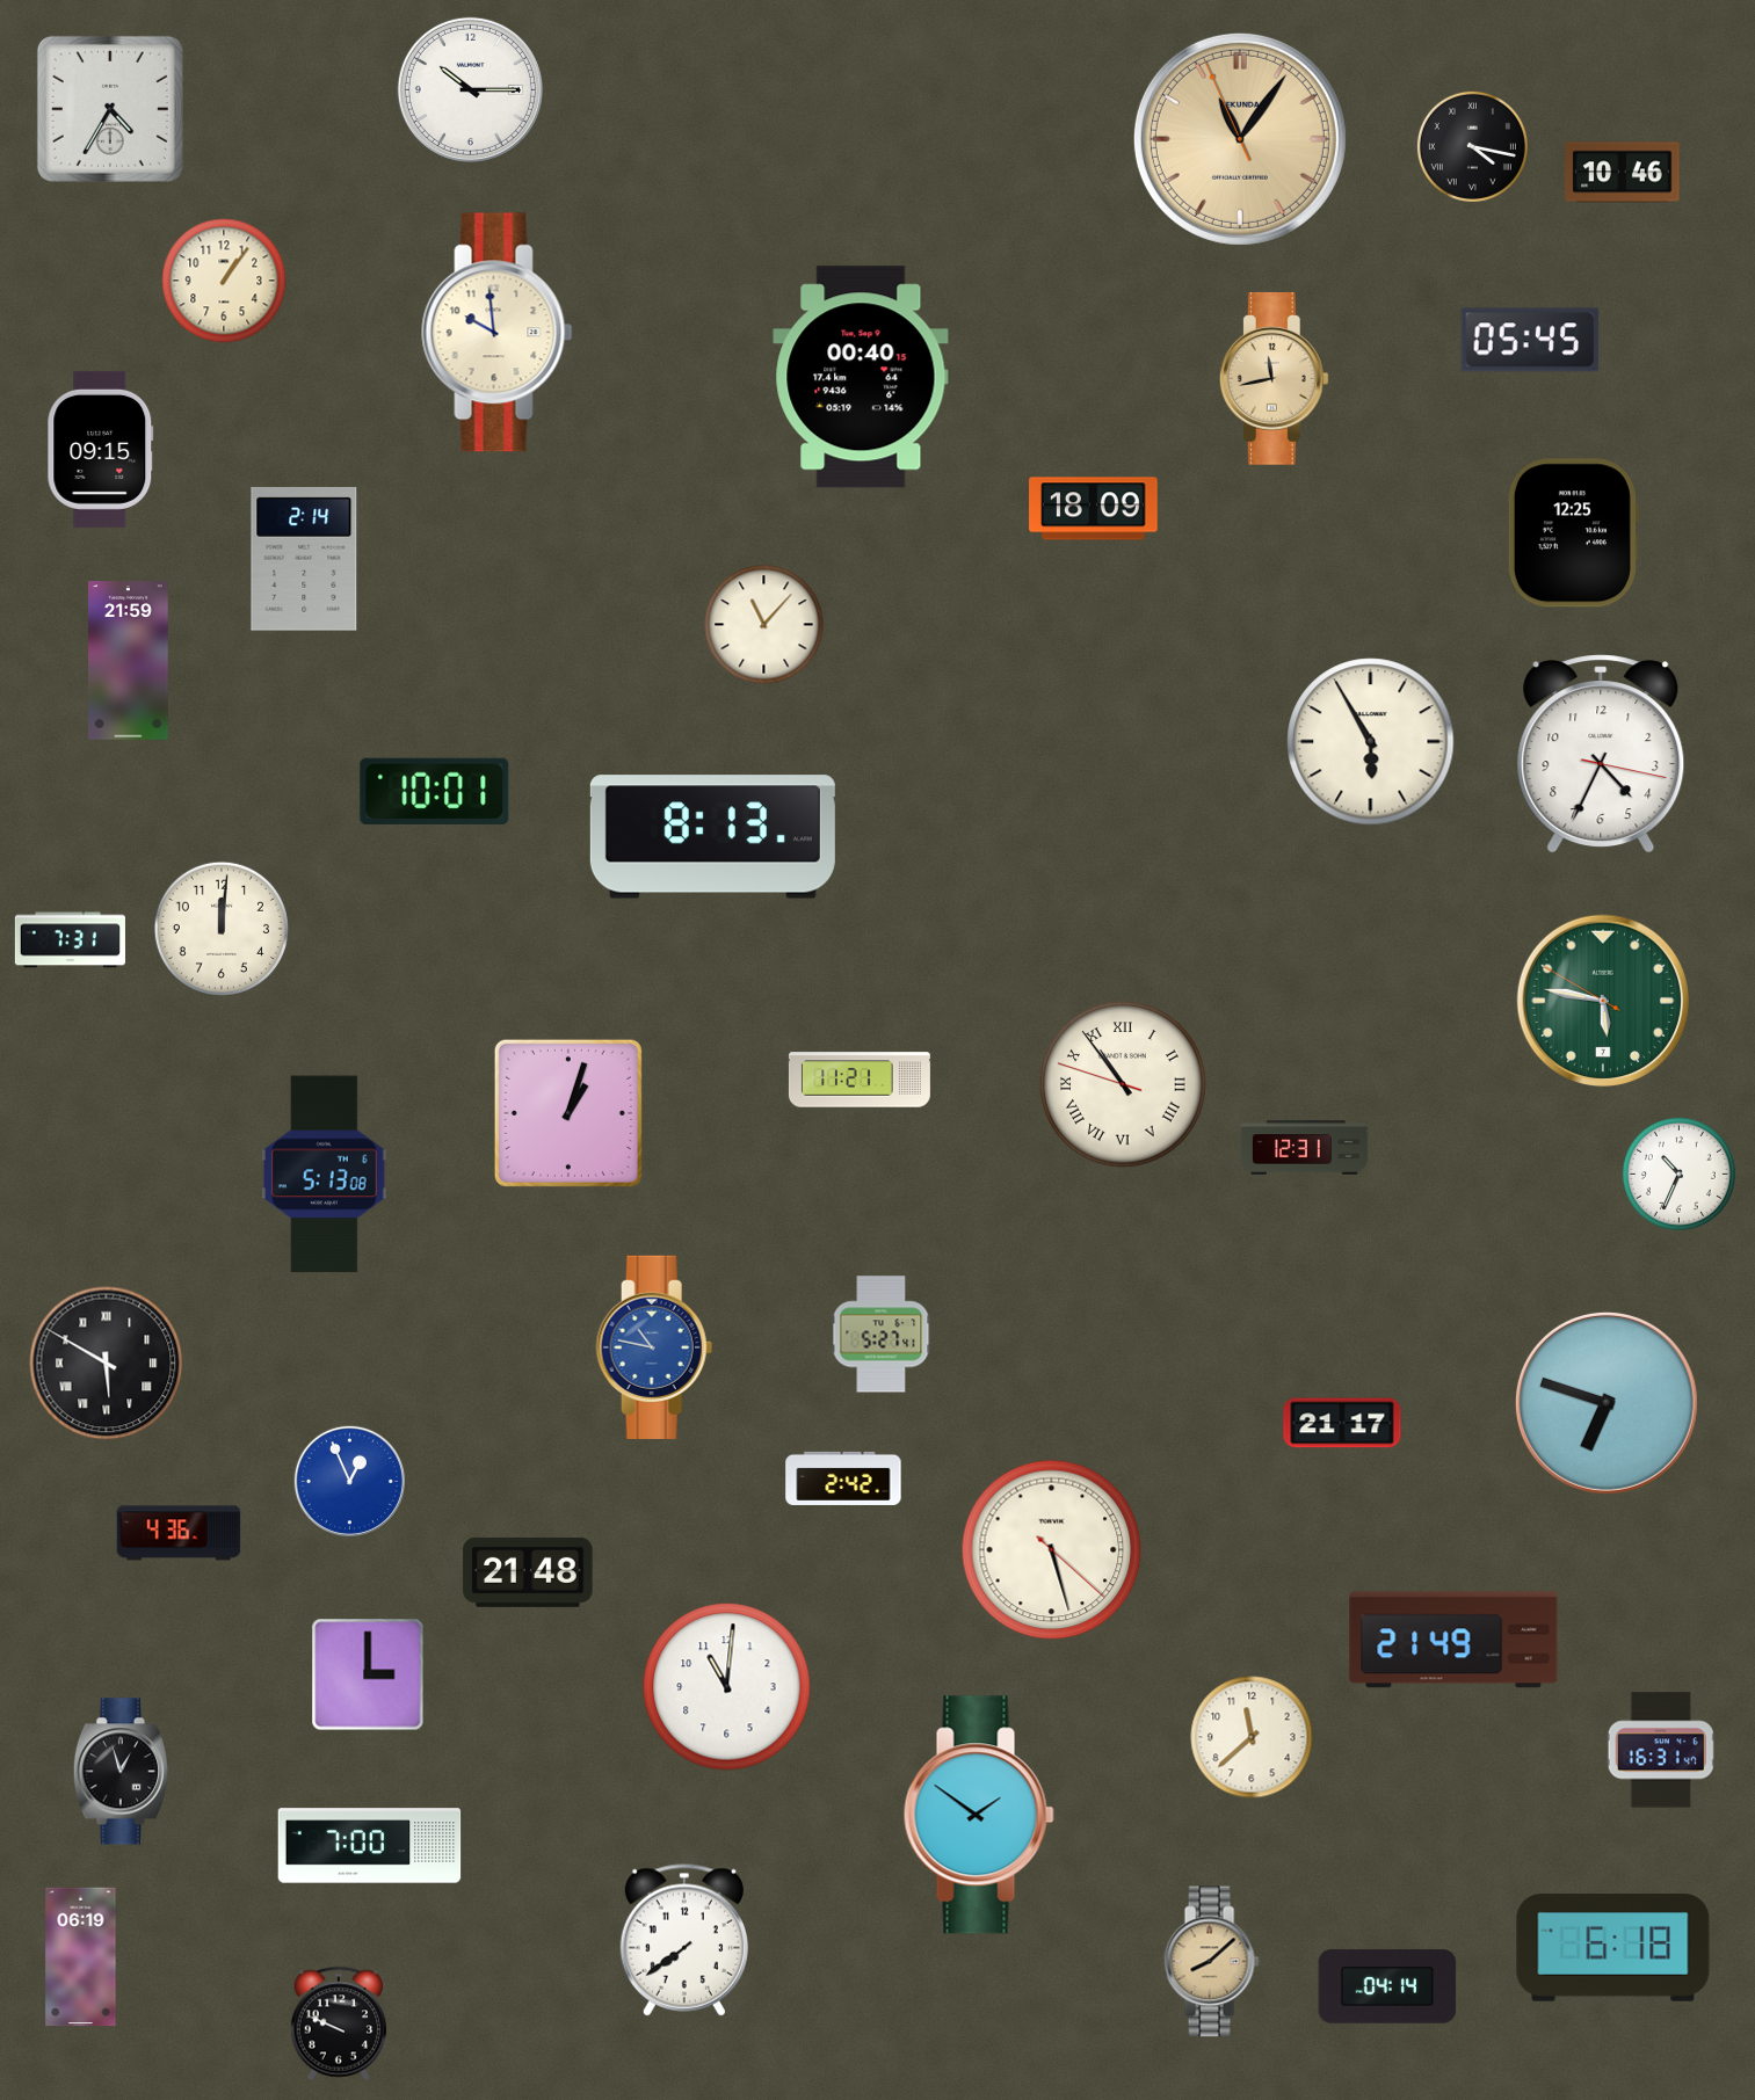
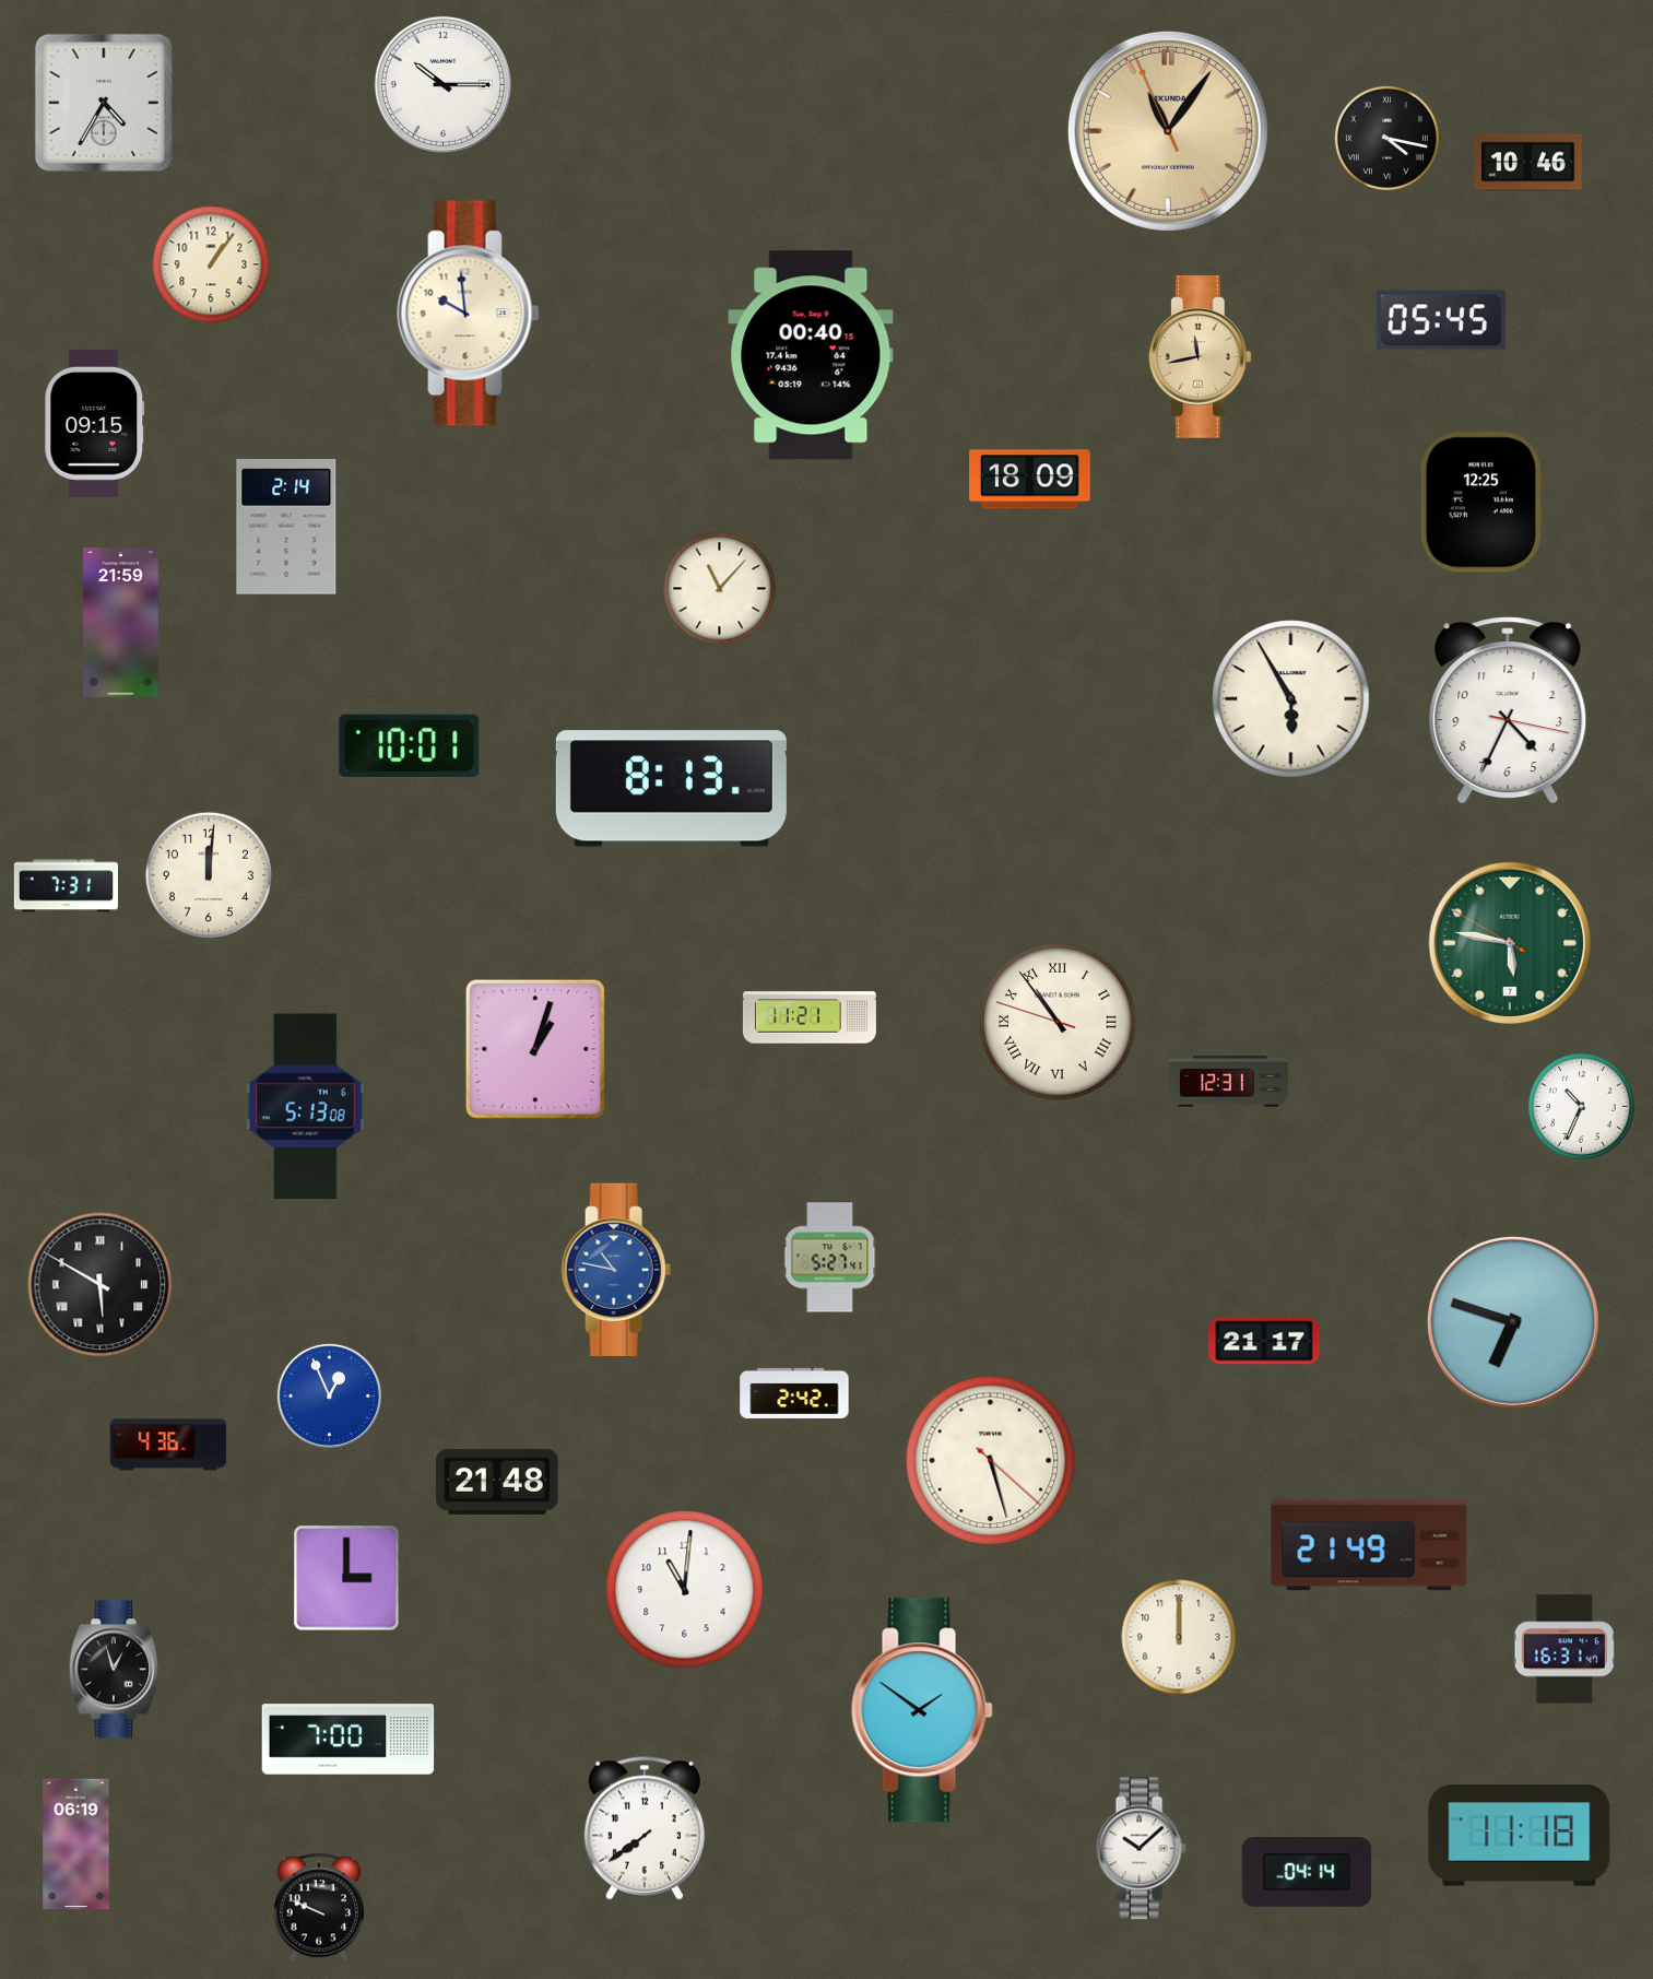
clock at (1252, 1737): 11:38 -> 12:00
clock at (1613, 1948): 6:18 -> 11:18
clock at (1211, 1962): 8:08 -> 10:08
clock at (1211, 1962) dial: champagne -> white
